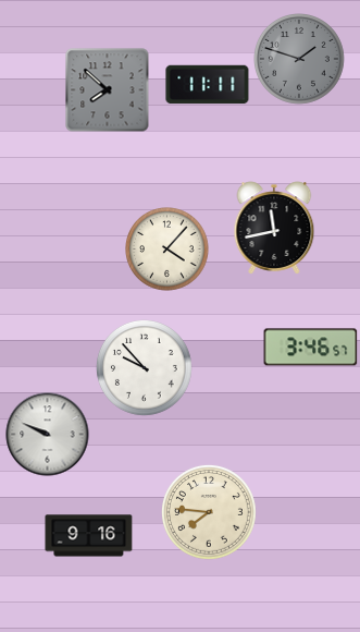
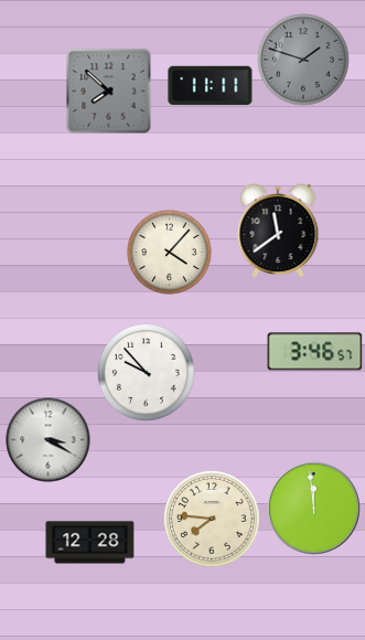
clock at (274, 228): 11:43 -> 11:39
clock at (48, 435): 9:49 -> 3:20
clock at (314, 509): none -> 11:59
clock at (89, 536): 9:16 -> 12:28
